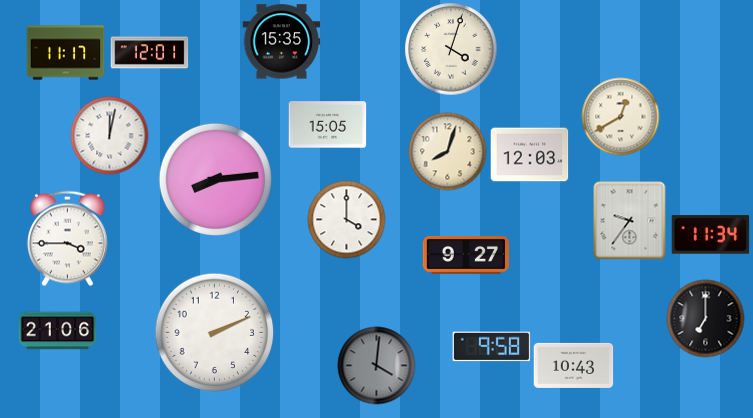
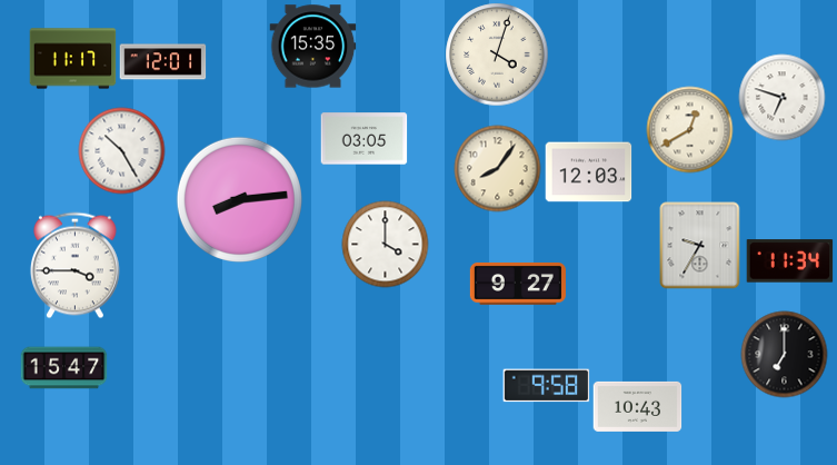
clock at (451, 49) position: (451, 49) -> (497, 55)
clock at (149, 53) position: (149, 53) -> (162, 62)
clock at (781, 97): none -> 6:48
clock at (327, 125): 15:05 -> 03:05
clock at (109, 135): 12:02 -> 10:25
clock at (447, 151): 8:03 -> 8:06
clock at (630, 220): 9:36 -> 9:35
clock at (57, 331): 21:06 -> 15:47
clock at (214, 332): 2:11 -> none
clock at (376, 365): 4:01 -> none
